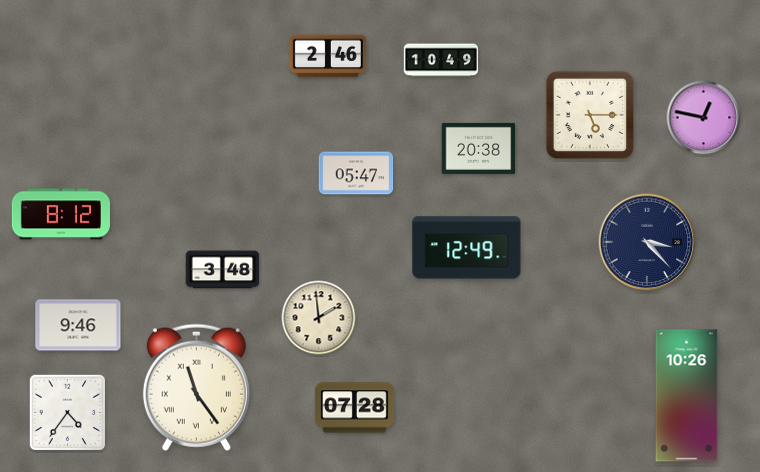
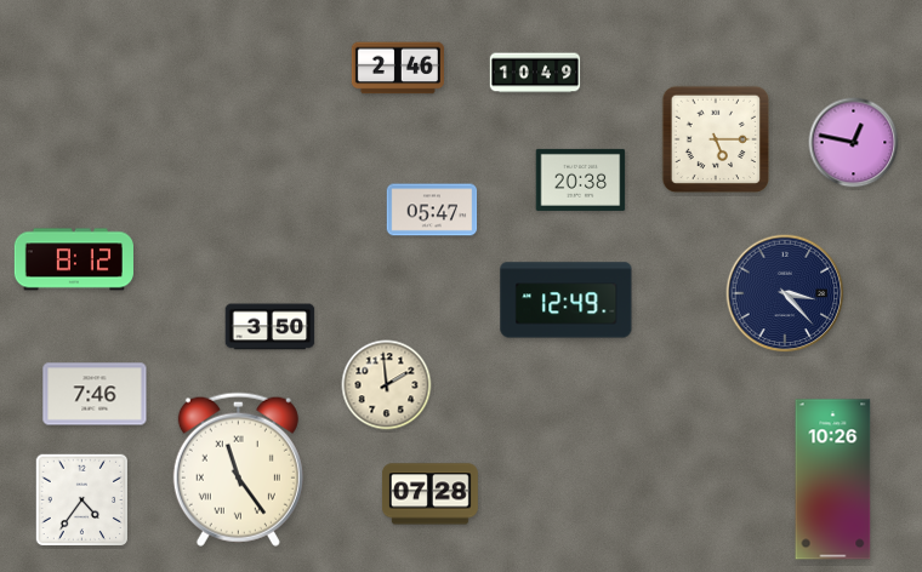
clock at (223, 270): 3:48 -> 3:50
clock at (78, 325): 9:46 -> 7:46
